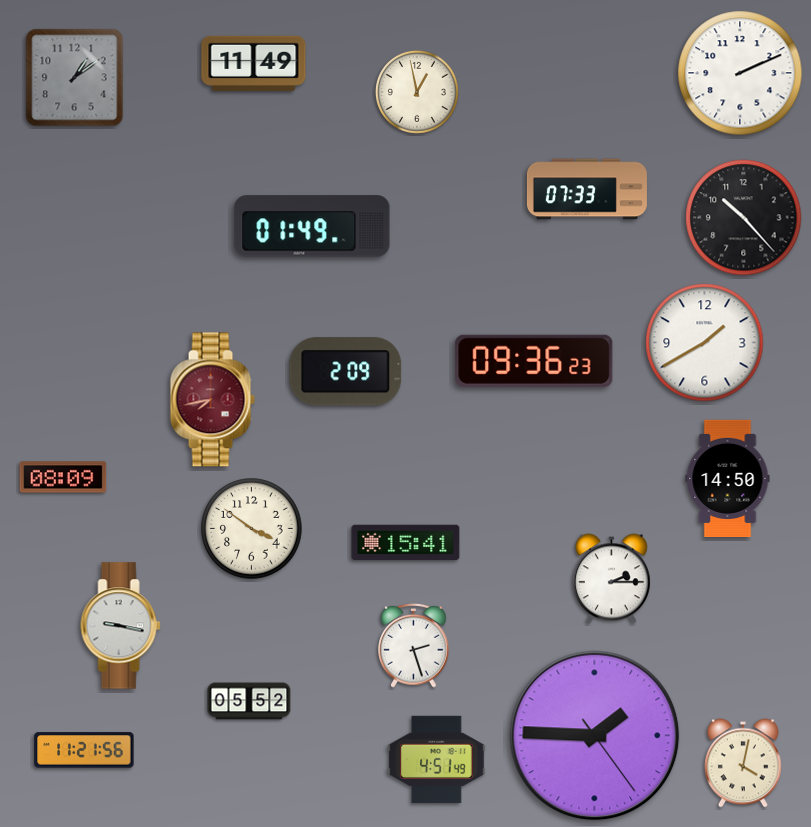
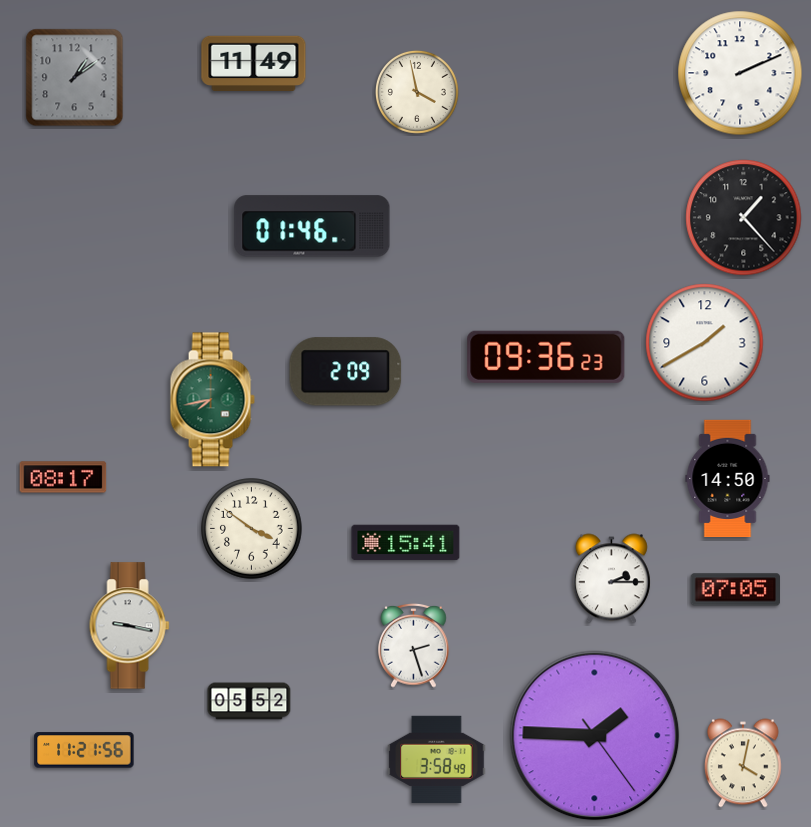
clock at (417, 92): 12:58 -> 3:58
clock at (587, 189): 07:33 -> none
clock at (744, 218): 10:23 -> 1:23
clock at (312, 226): 01:49 -> 01:46
clock at (534, 361) position: (534, 361) -> (546, 357)
clock at (212, 400) dial: burgundy -> green
clock at (63, 477): 08:09 -> 08:17
clock at (735, 590): none -> 07:05
clock at (121, 626) position: (121, 626) -> (130, 626)
clock at (437, 759): 4:51 -> 3:58
